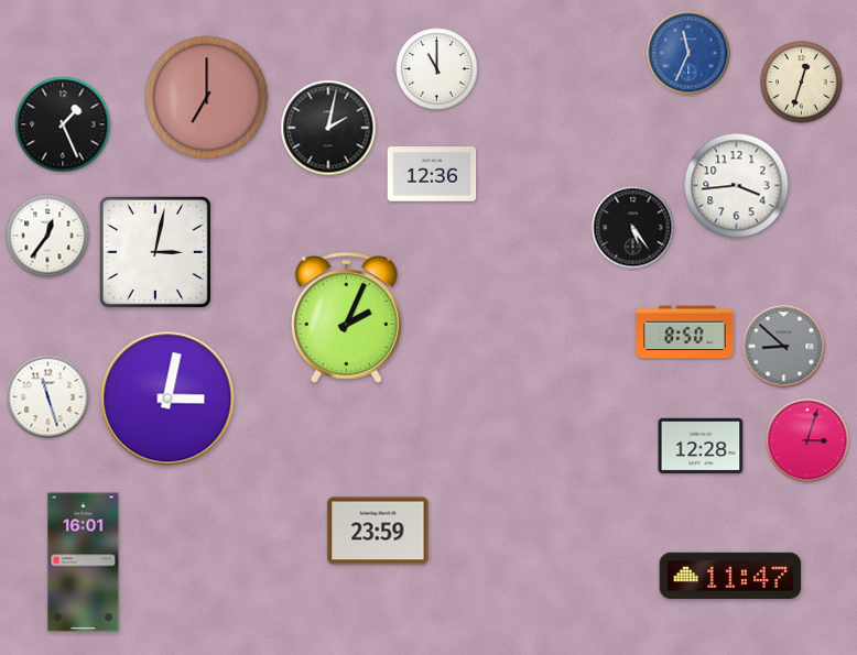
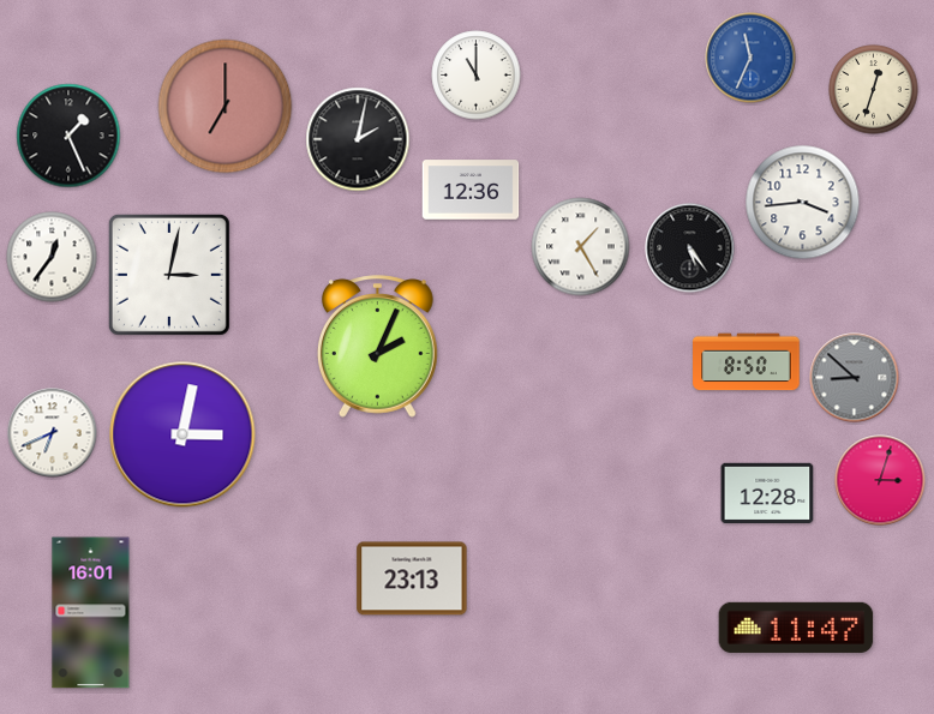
clock at (581, 247): none -> 1:25
clock at (48, 397): 11:27 -> 6:41
clock at (701, 445) position: (701, 445) -> (767, 492)
clock at (378, 531): 23:59 -> 23:13
